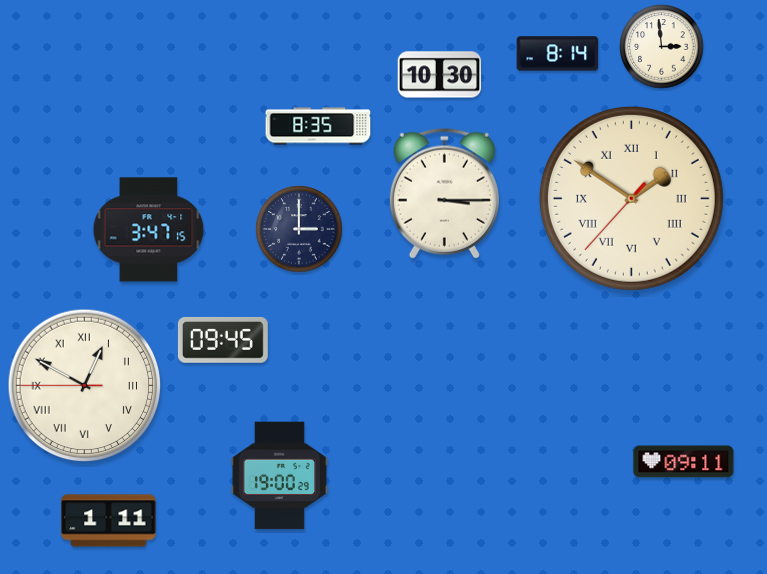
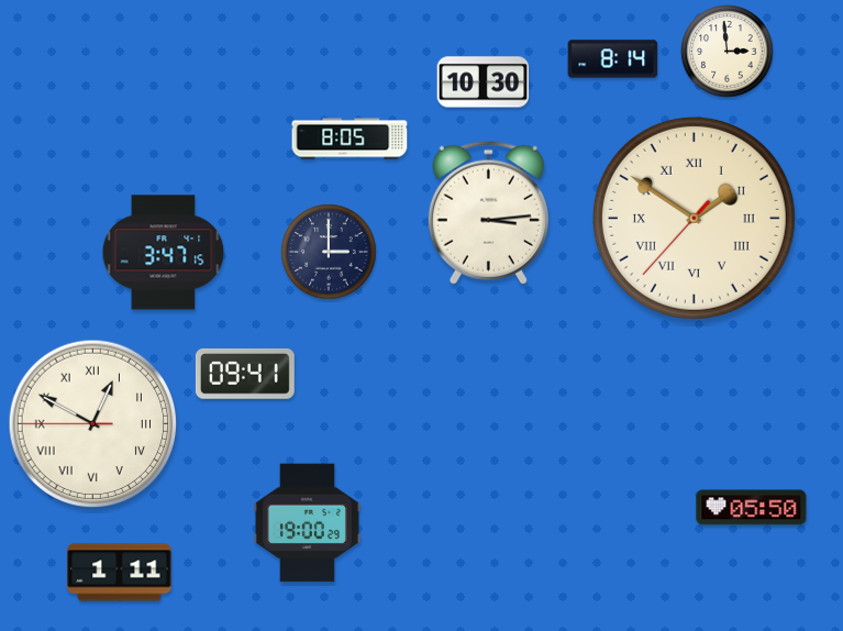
clock at (318, 126): 8:35 -> 8:05
clock at (444, 193): 3:15 -> 3:14
clock at (223, 340): 09:45 -> 09:41
clock at (684, 462): 09:11 -> 05:50
